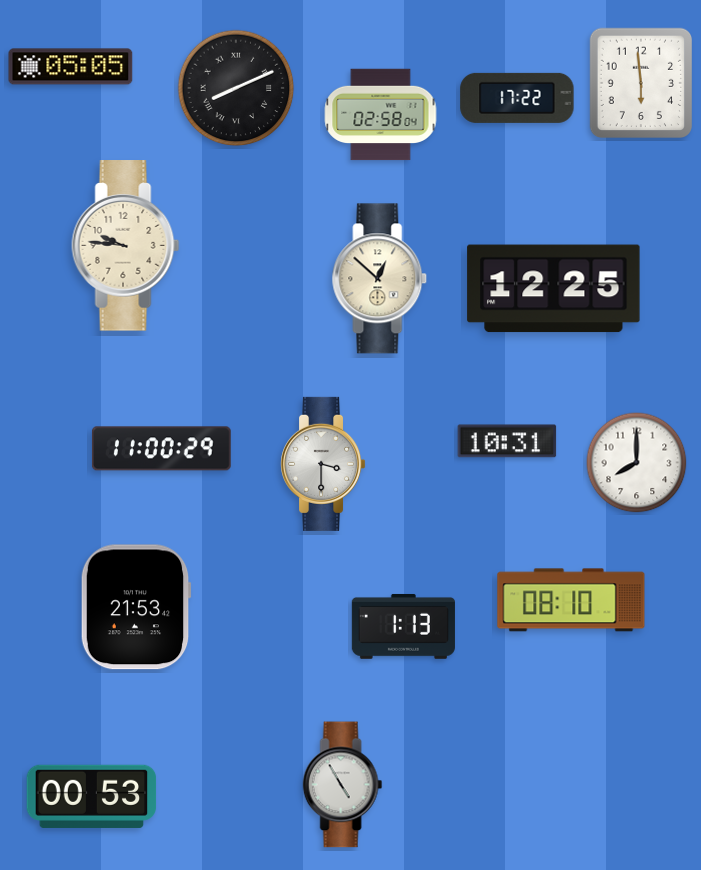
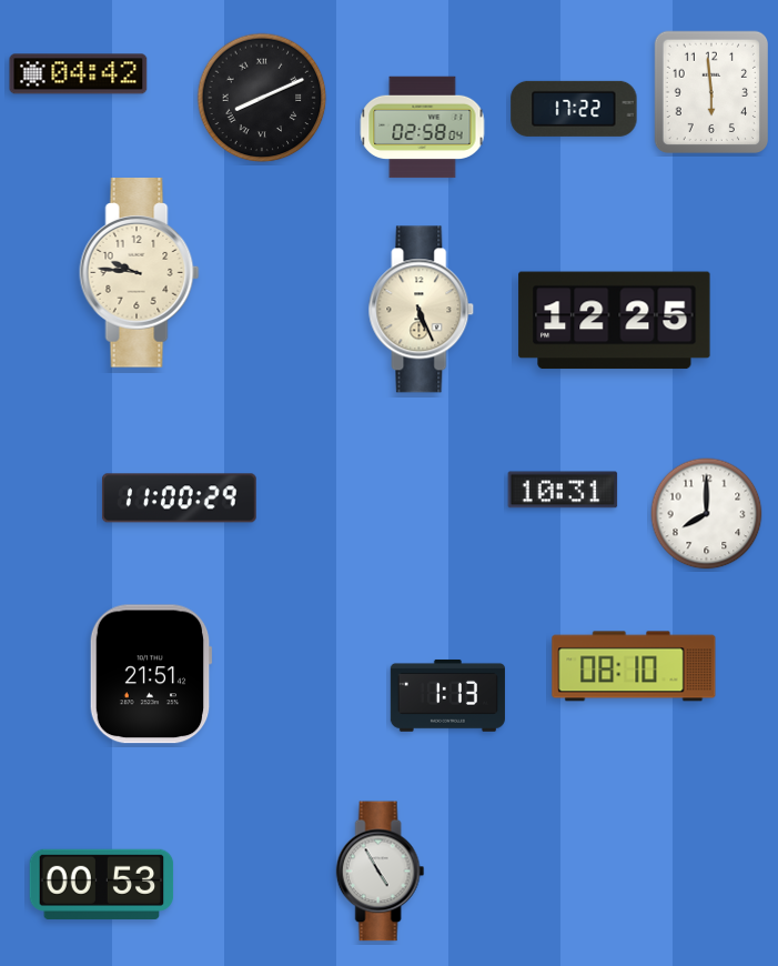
clock at (71, 67): 05:05 -> 04:42
clock at (380, 279): 12:52 -> 5:26
clock at (323, 464): 3:30 -> none
clock at (136, 607): 21:53 -> 21:51
